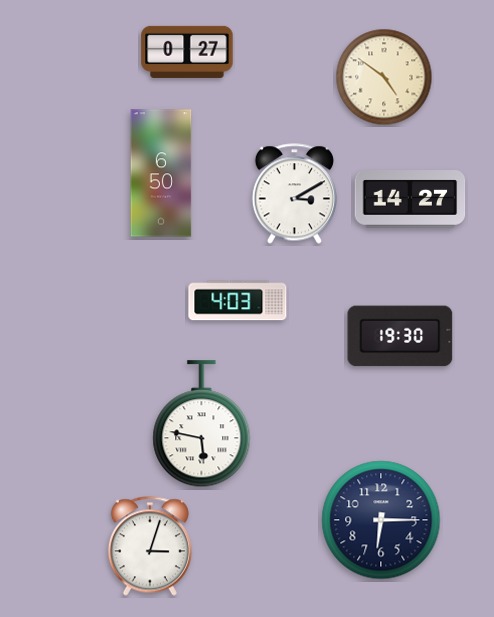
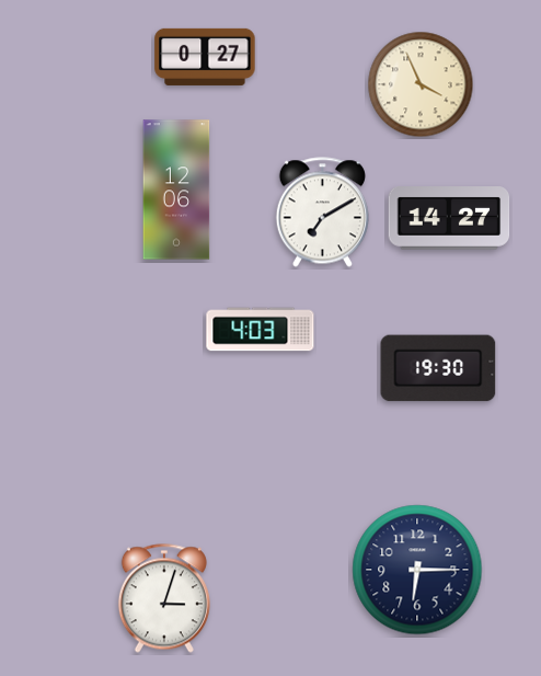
clock at (384, 77): 4:51 -> 3:56
clock at (161, 173): 6:50 -> 12:06
clock at (294, 194): 3:10 -> 7:10
clock at (202, 424): 5:47 -> none
